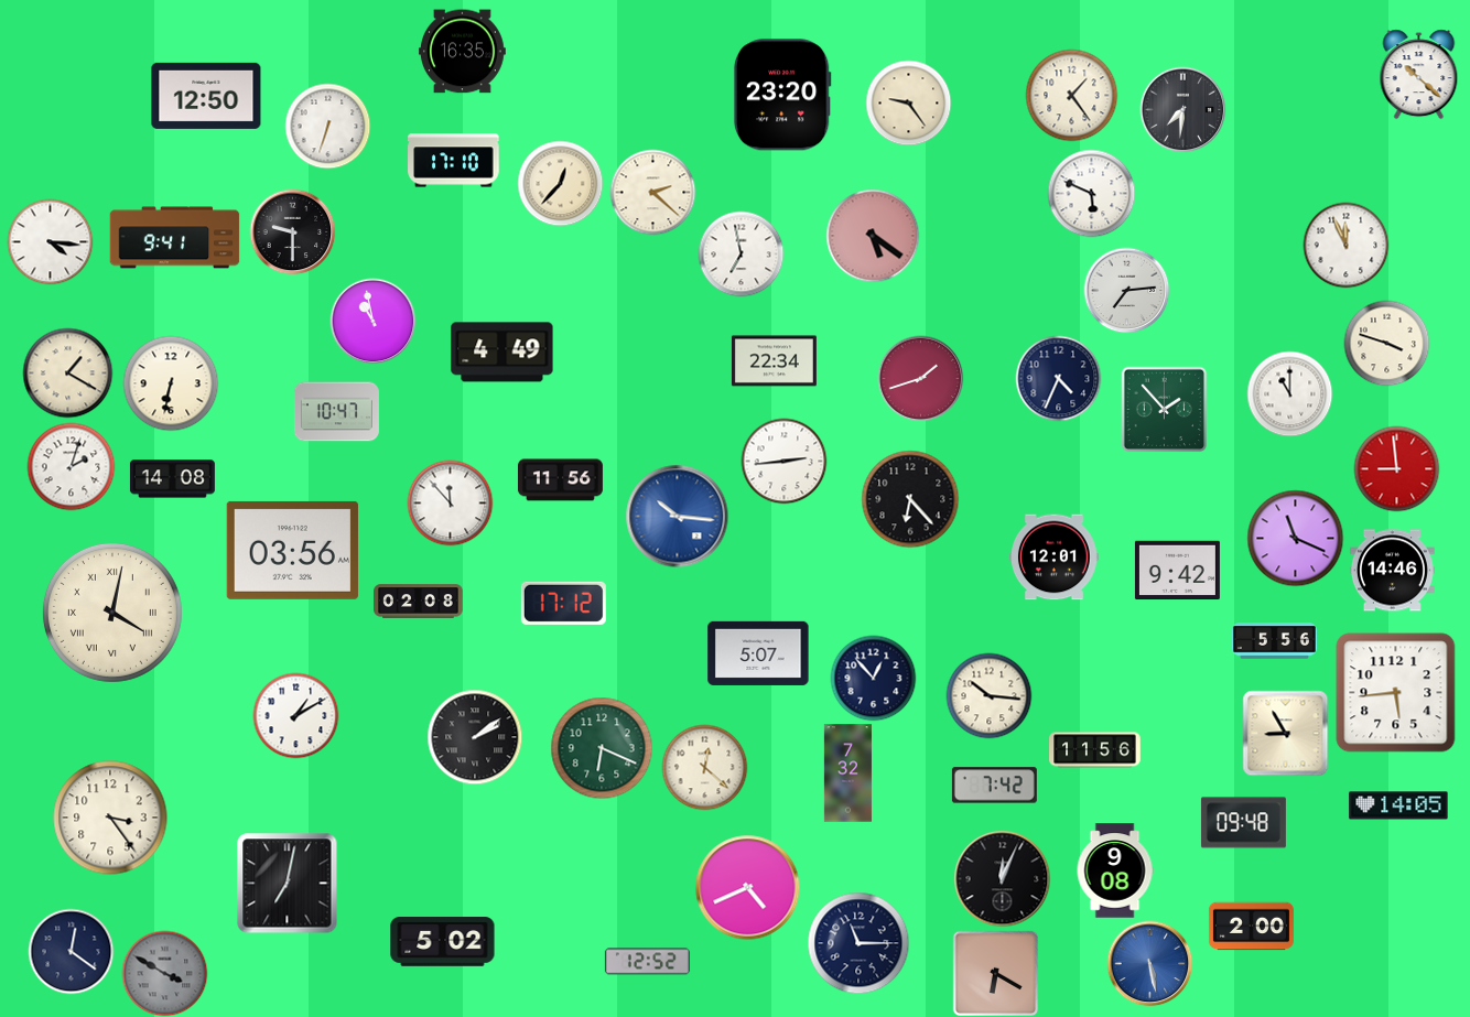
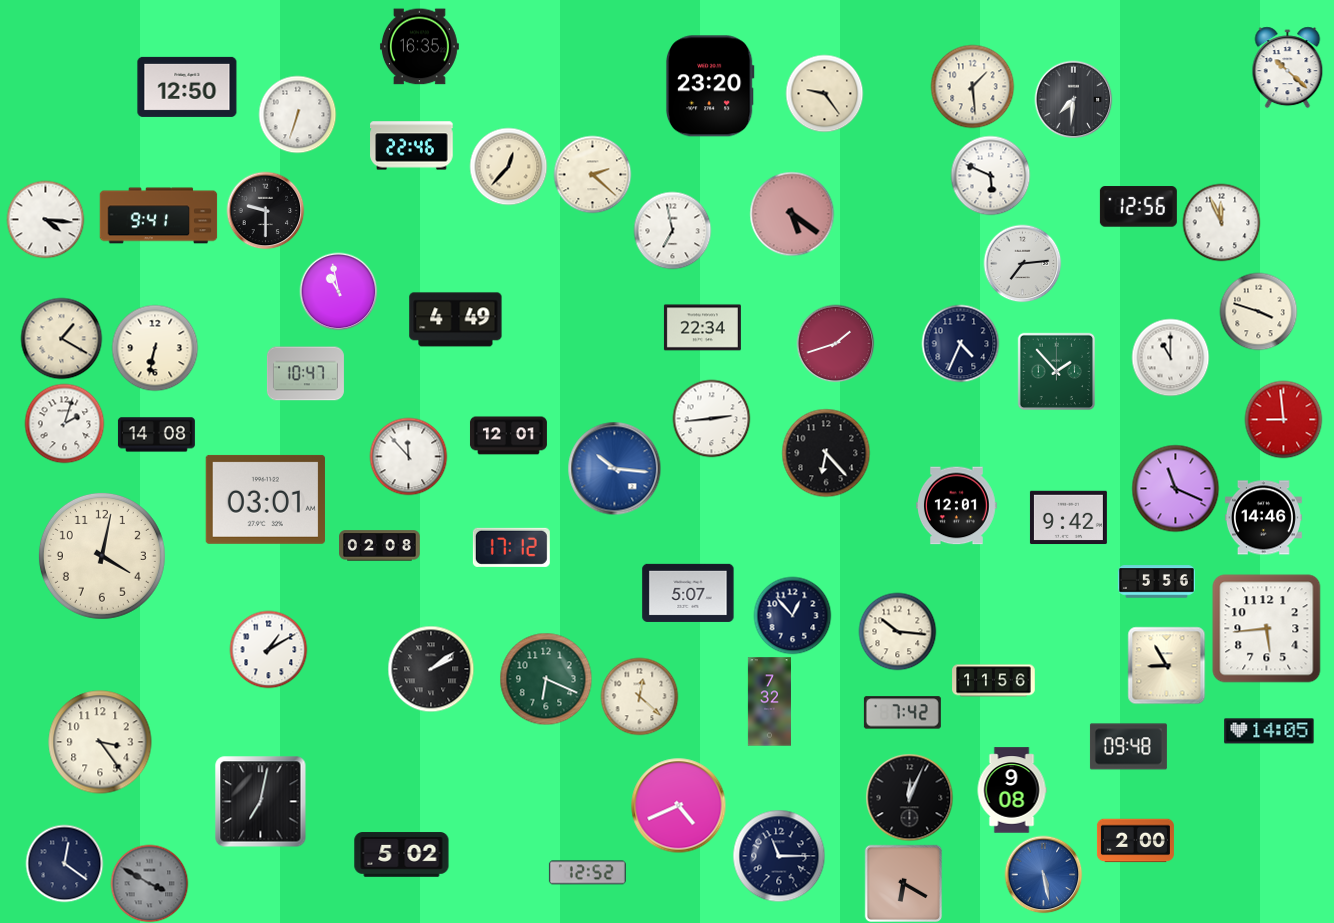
clock at (1071, 95): 1:24 -> 1:29
clock at (454, 161): 17:10 -> 22:46
clock at (1138, 207): none -> 12:56
clock at (1396, 468) position: (1396, 468) -> (1283, 419)
clock at (560, 480): 11:56 -> 12:01
clock at (292, 550): 03:56 -> 03:01
clock at (112, 613) numerals: Roman -> Arabic
